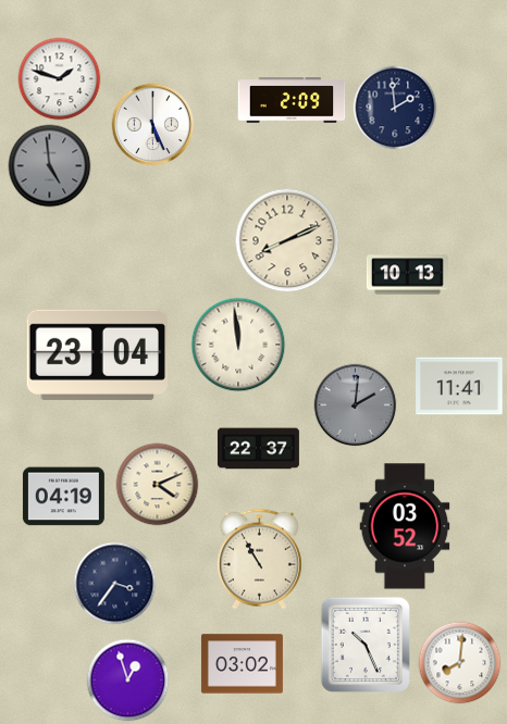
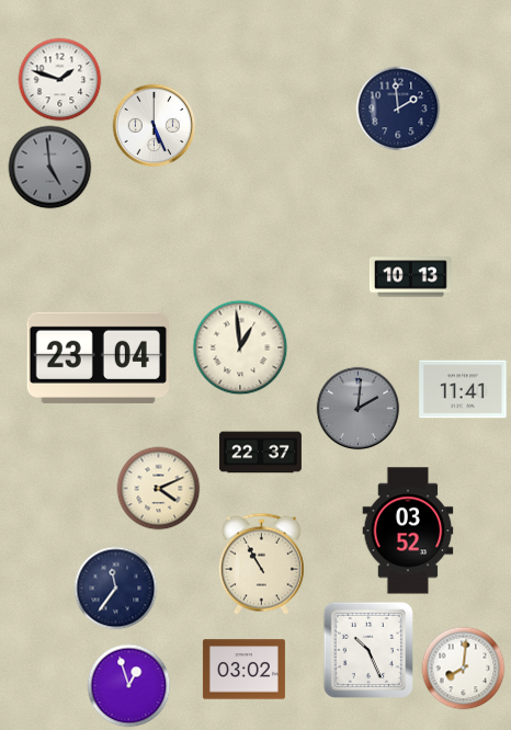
clock at (292, 100): 2:09 -> none
clock at (287, 240): 8:11 -> none
clock at (238, 345): 11:59 -> 12:59
clock at (63, 497): 04:19 -> none
clock at (115, 584): 3:36 -> 11:36
